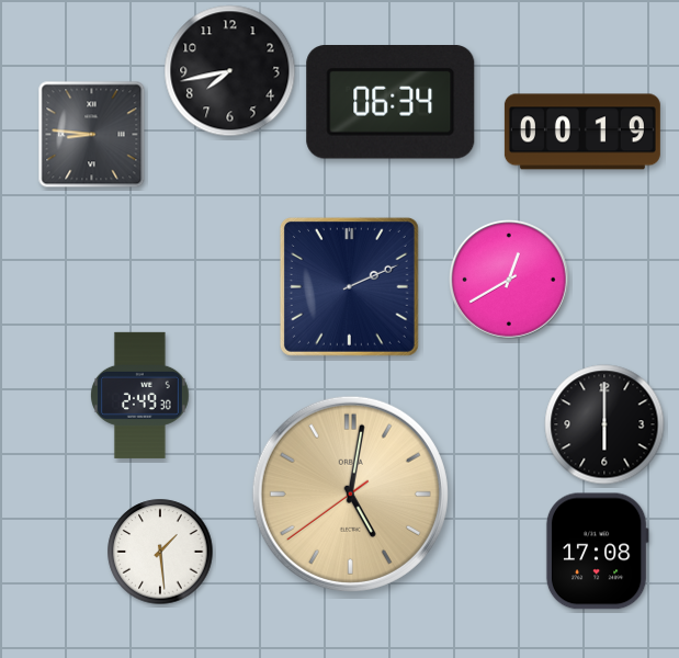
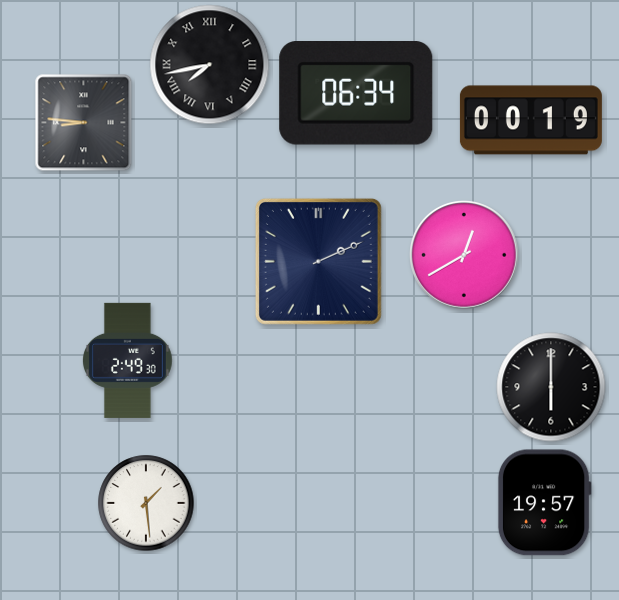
clock at (230, 71) numerals: Arabic -> Roman
clock at (350, 493): 5:01 -> none
clock at (597, 552): 17:08 -> 19:57
